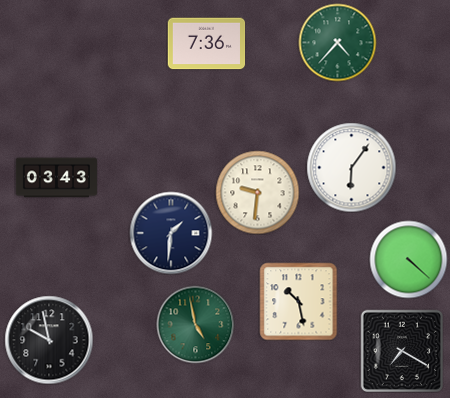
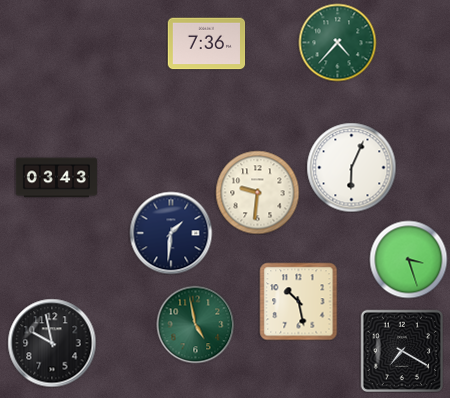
clock at (351, 167): 6:06 -> 6:04
clock at (408, 259): 4:22 -> 3:27
clock at (49, 340) position: (49, 340) -> (52, 343)
